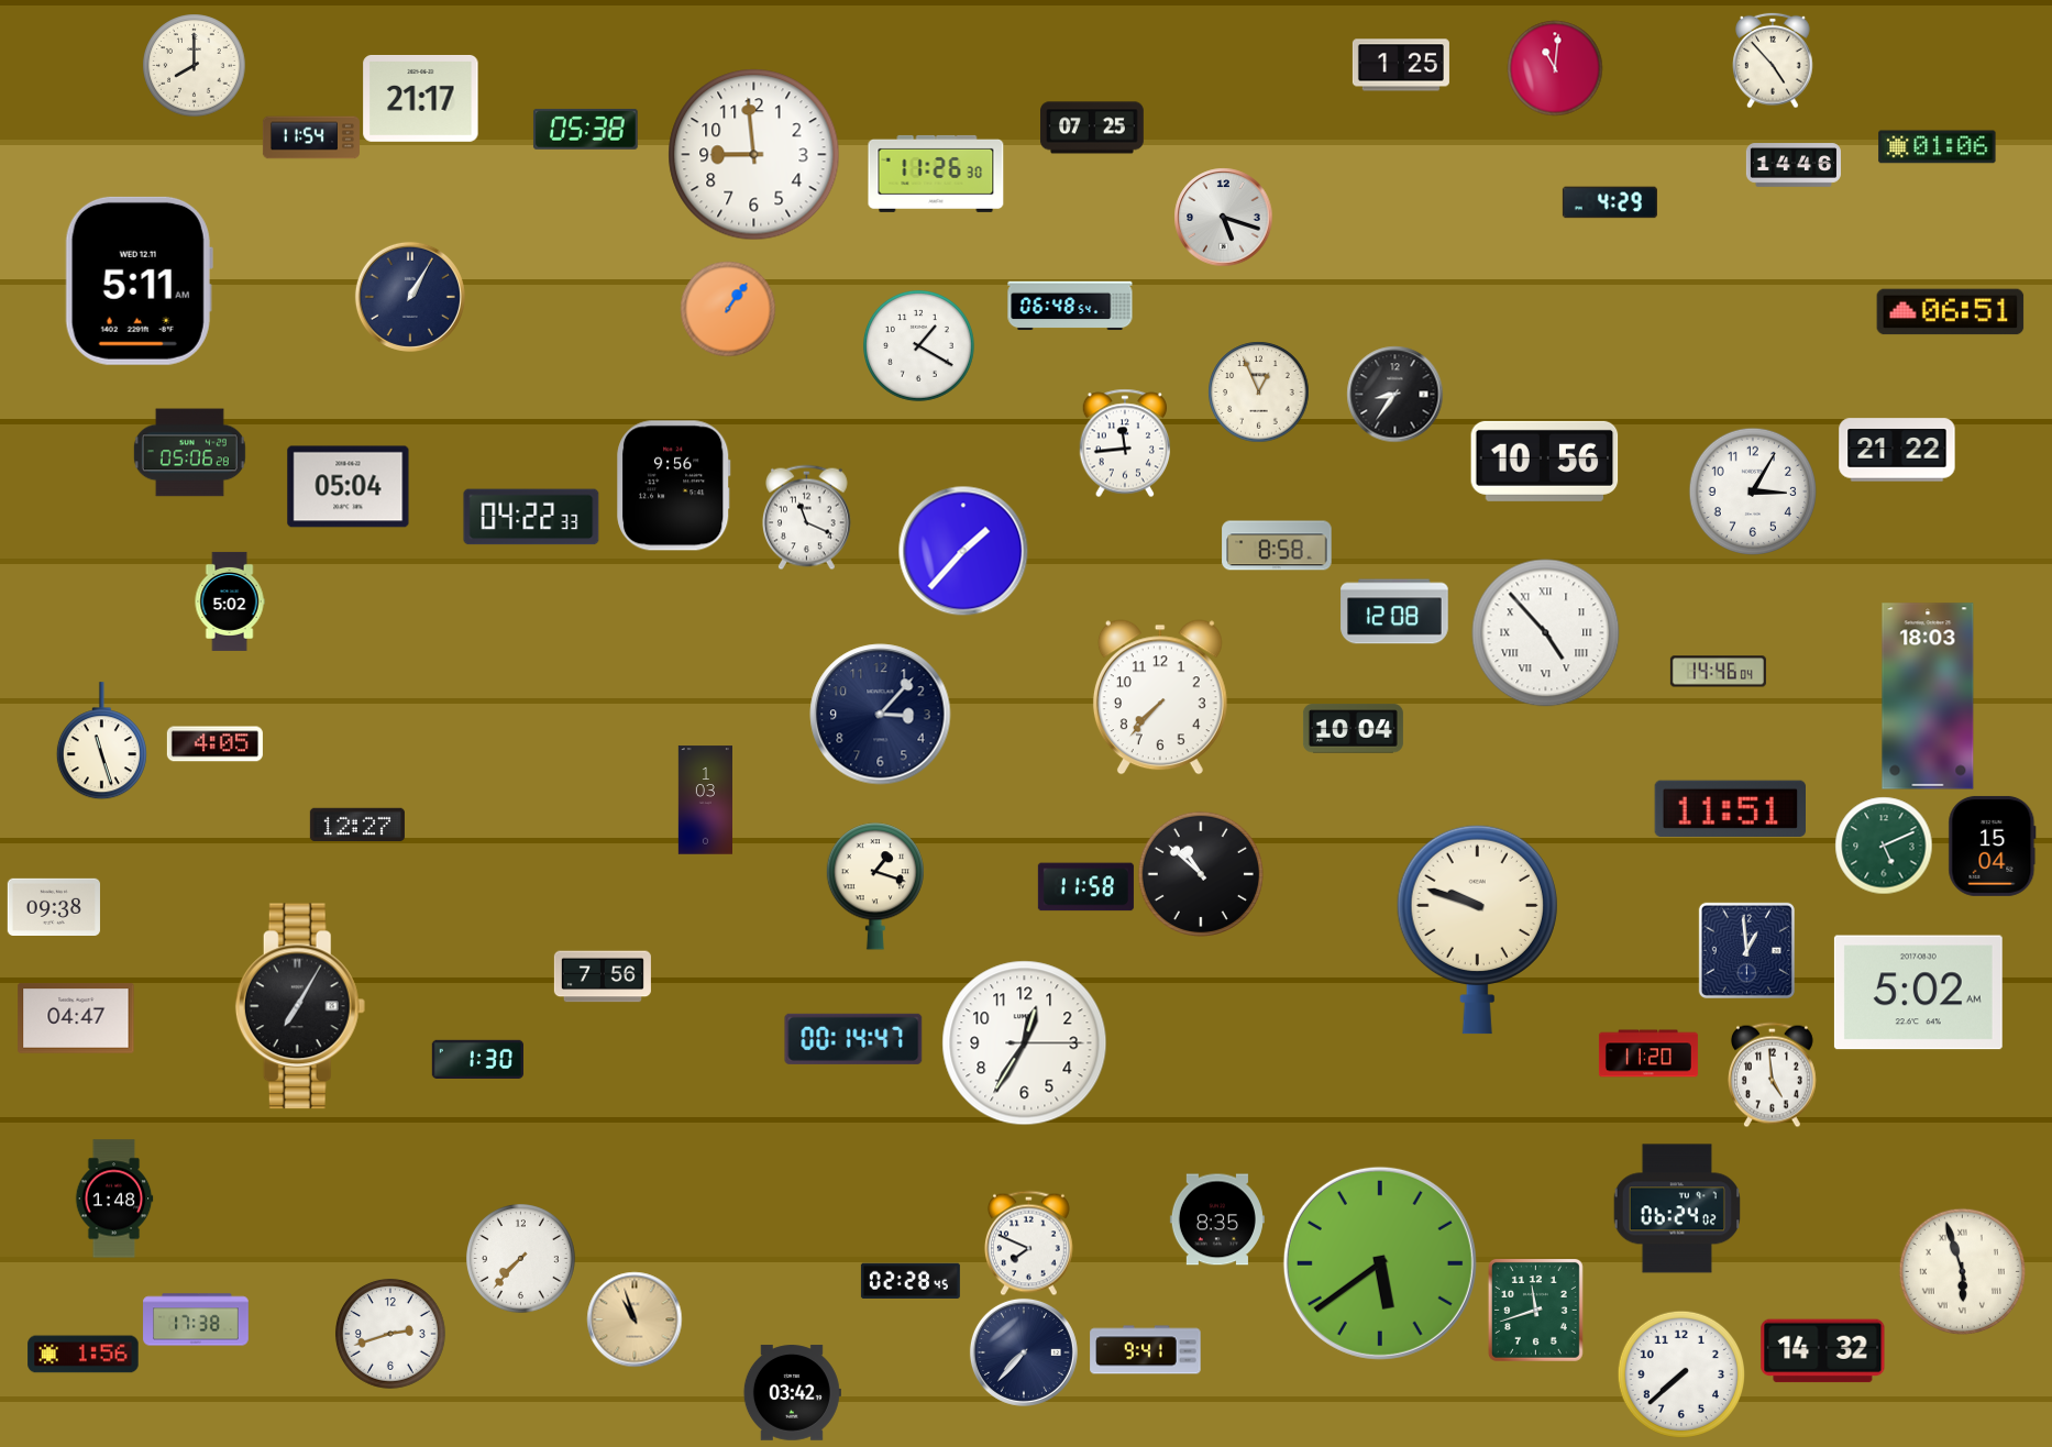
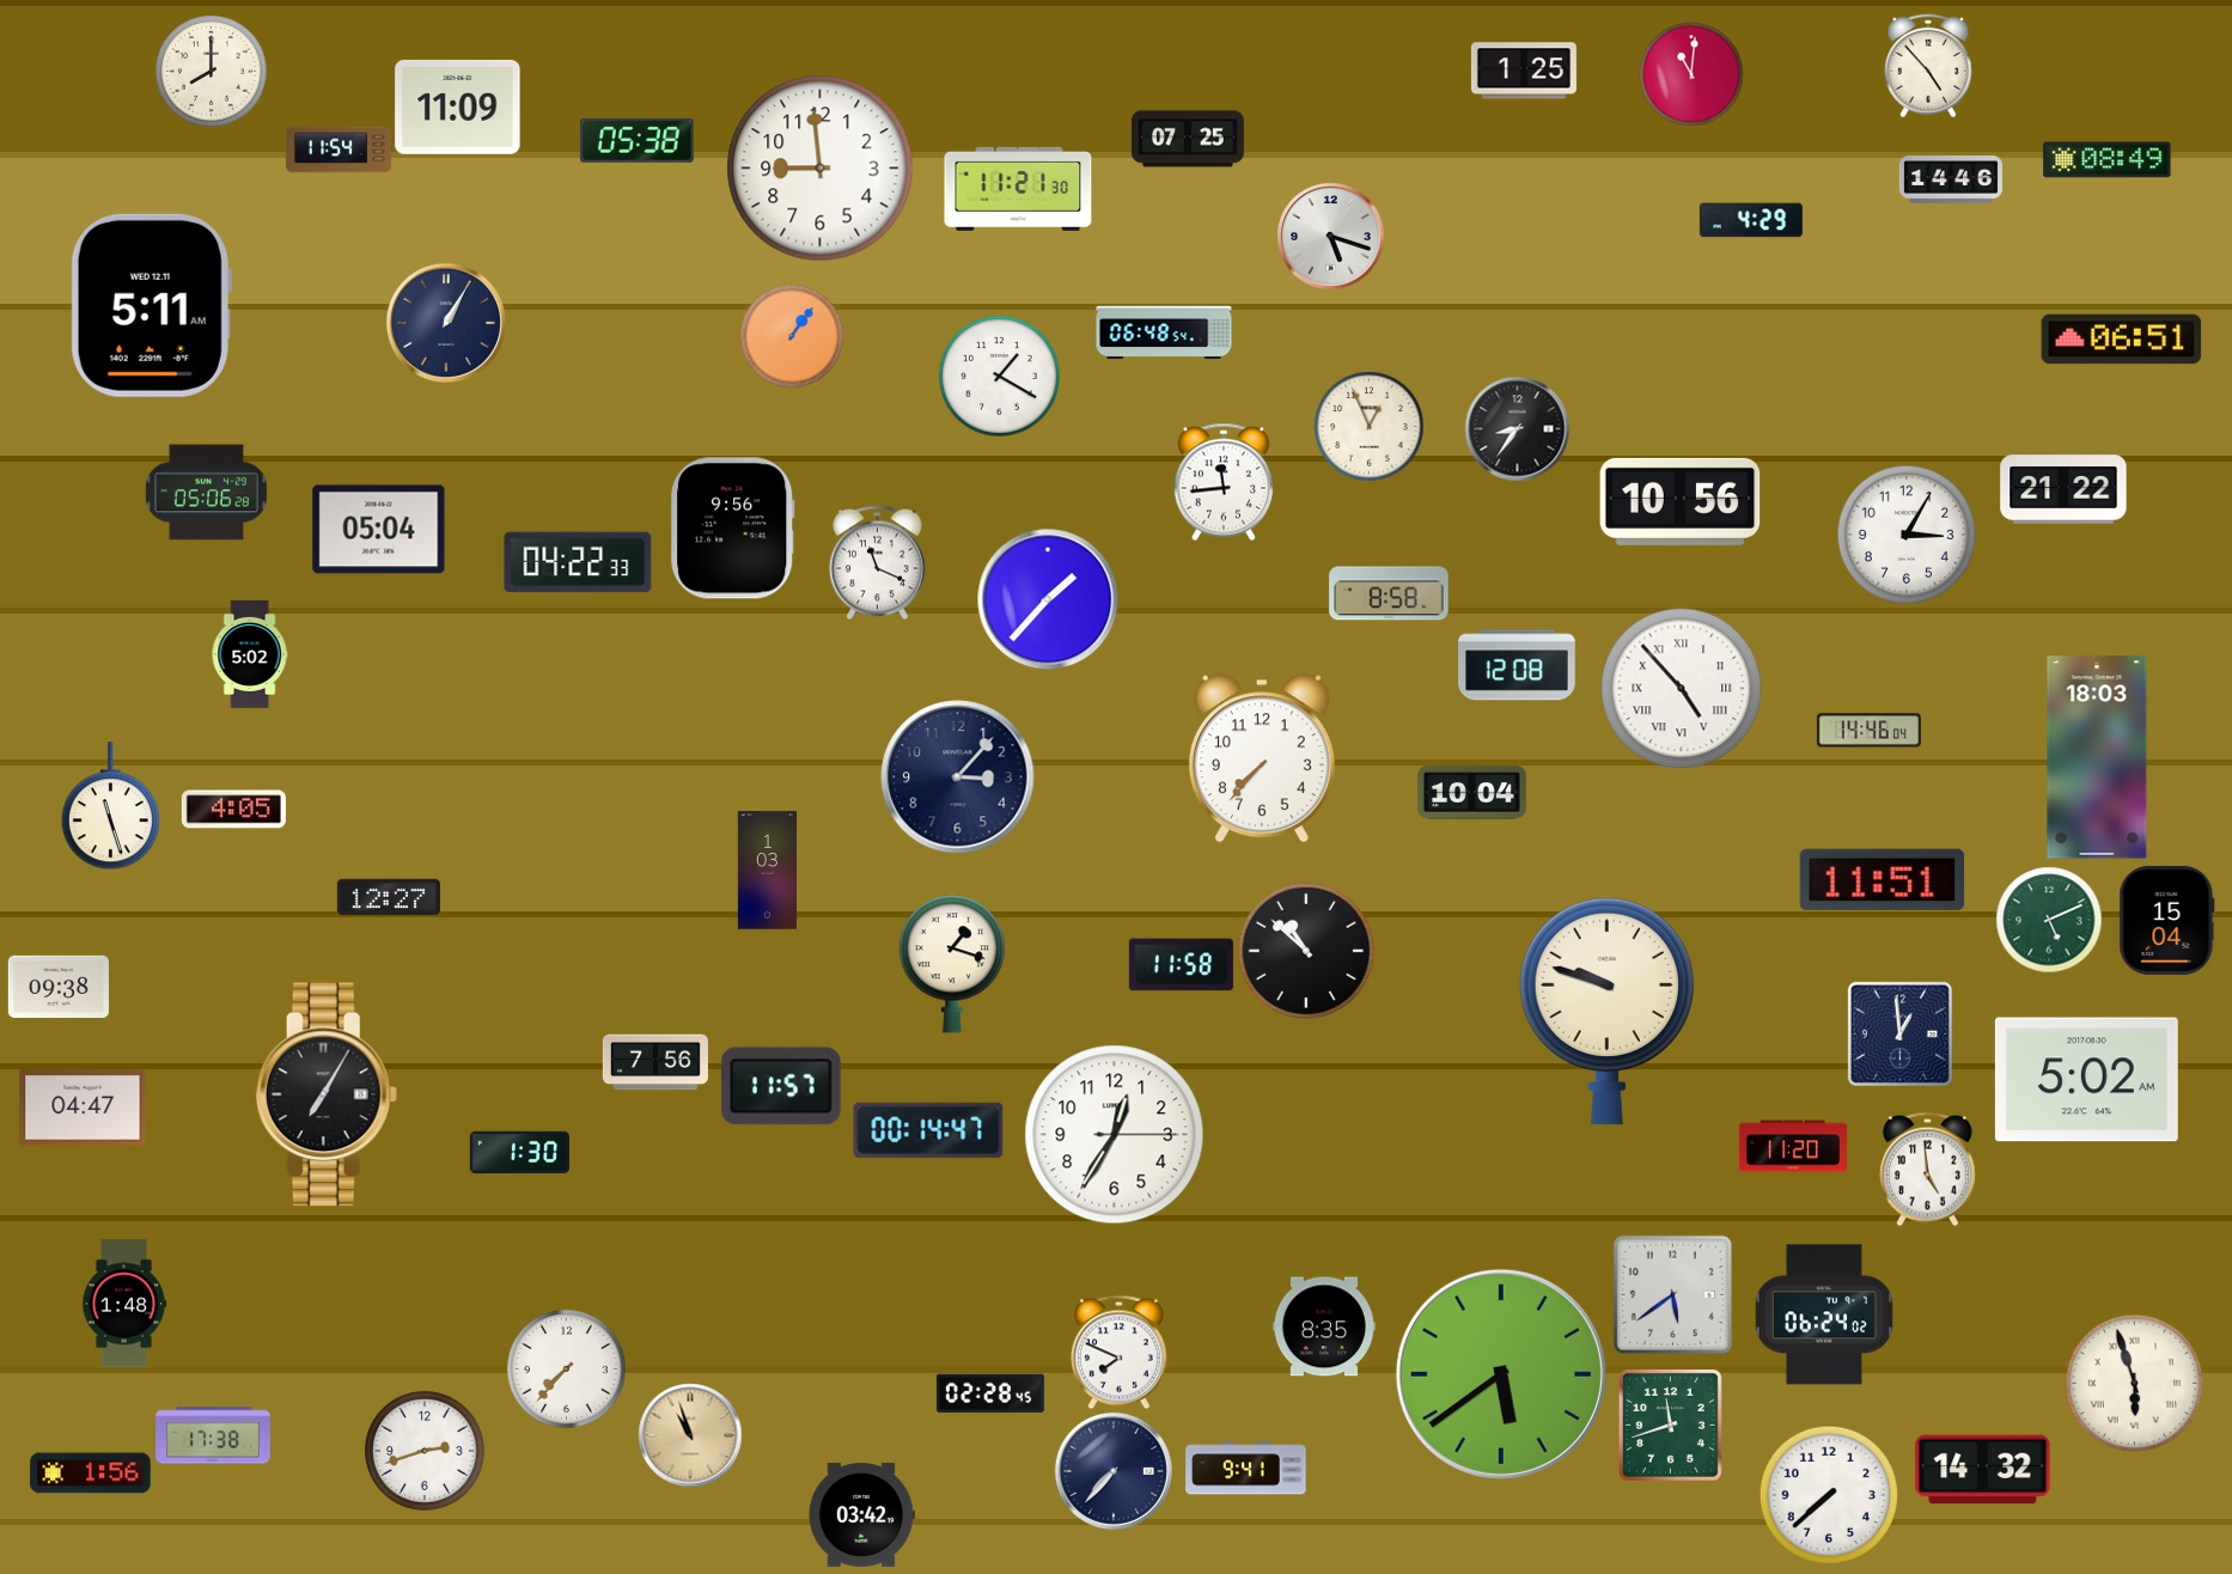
clock at (421, 98): 21:17 -> 11:09
clock at (1938, 147): 01:06 -> 08:49
clock at (936, 174): 11:26 -> 11:21
clock at (782, 1086): none -> 11:57
clock at (1672, 1294): none -> 5:39
